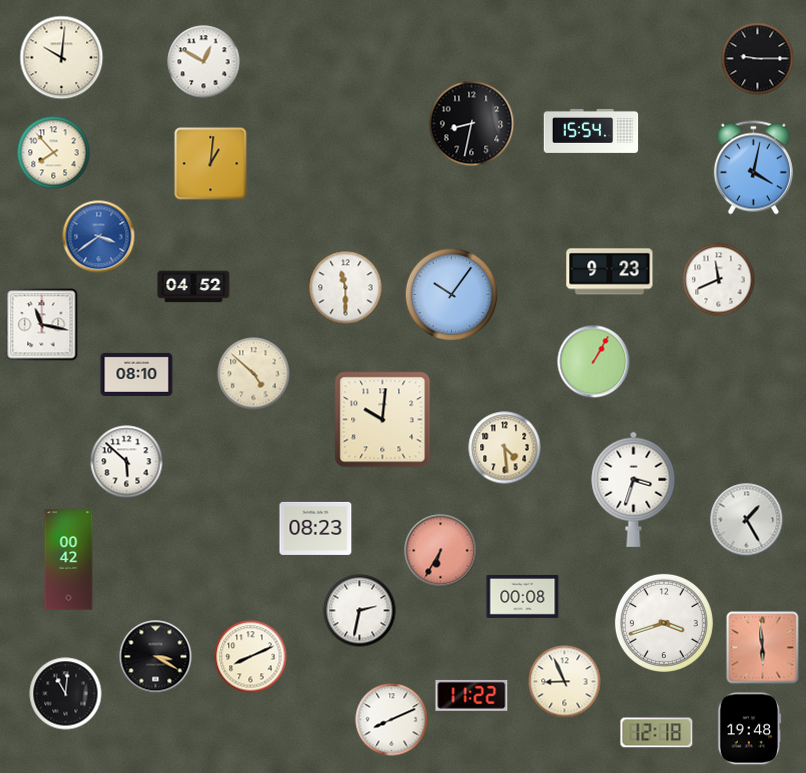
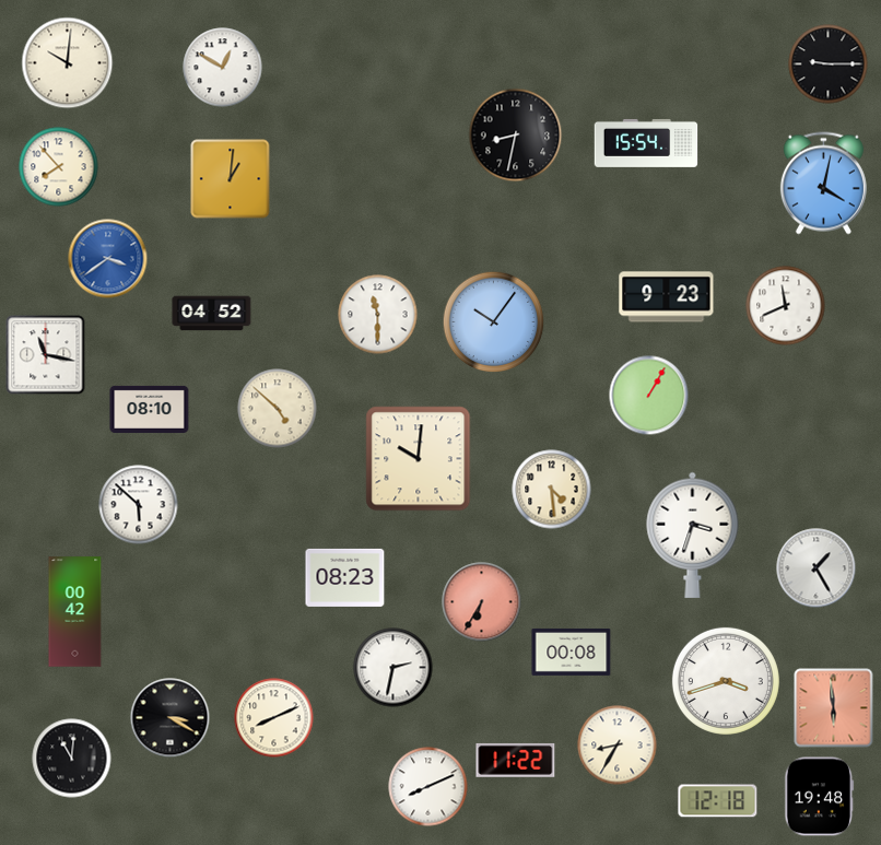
clock at (565, 682): 8:56 -> 8:35
